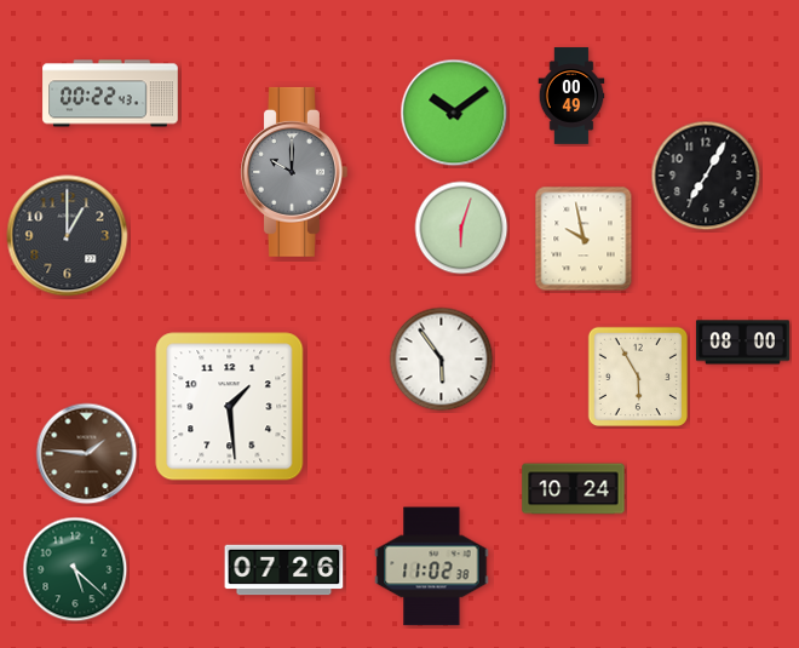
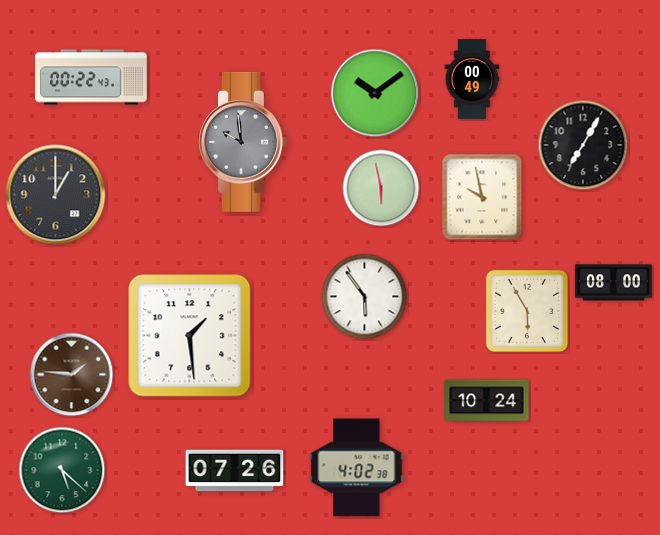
clock at (294, 172): 10:00 -> 9:59
clock at (461, 228): 6:03 -> 5:58
clock at (574, 489) position: (574, 489) -> (487, 401)
clock at (432, 567): 11:02 -> 4:02
